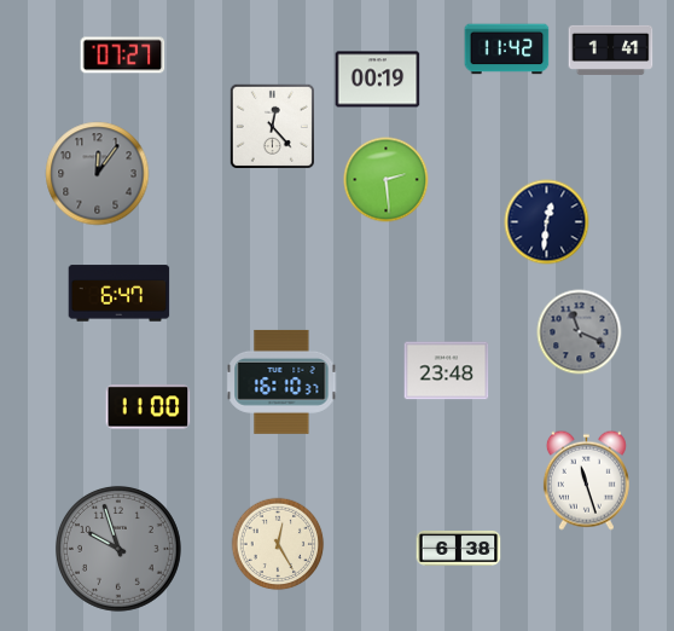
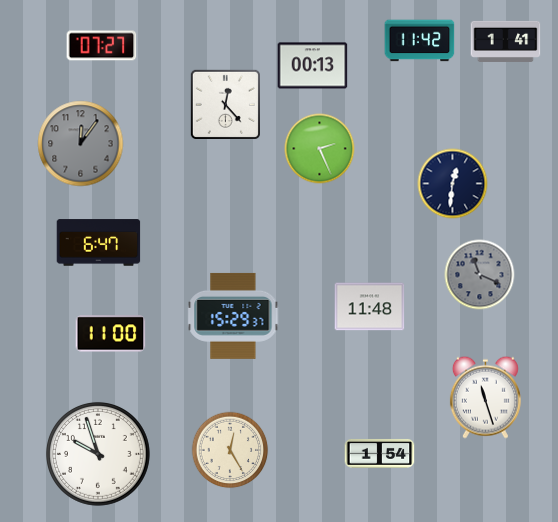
clock at (378, 80): 00:19 -> 00:13
clock at (387, 180): 2:29 -> 2:26
clock at (447, 371): 23:48 -> 11:48
clock at (281, 382): 16:10 -> 15:29
clock at (149, 407) position: (149, 407) -> (111, 334)
clock at (459, 548): 6:38 -> 1:54
clock at (118, 549) dial: grey -> white
